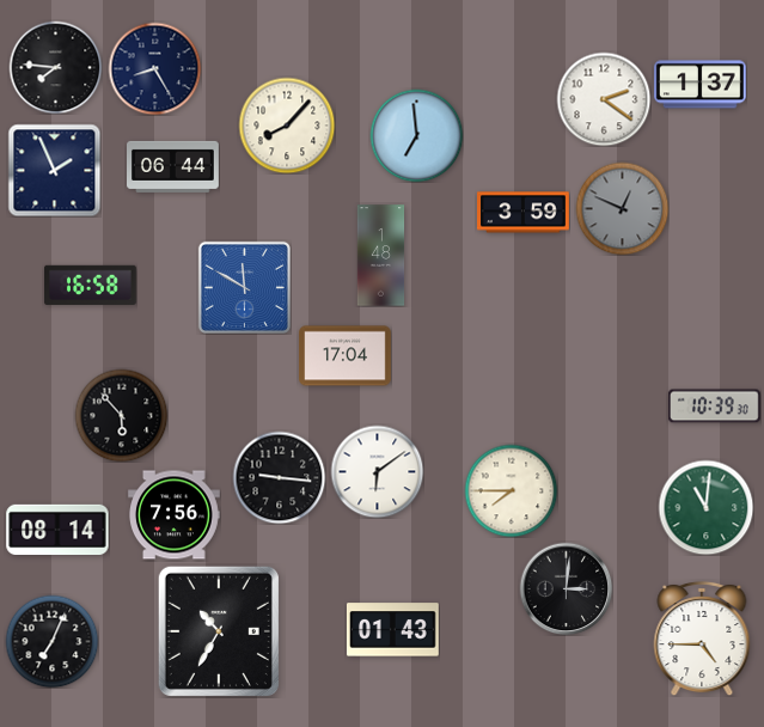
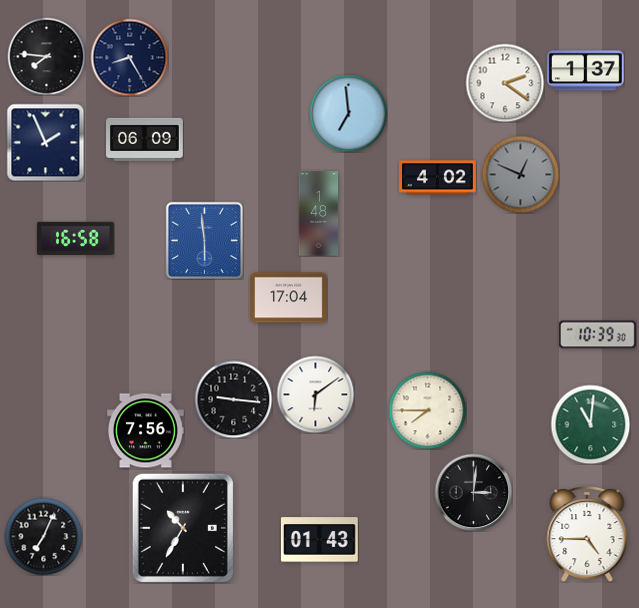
clock at (287, 126): 8:07 -> none
clock at (173, 166): 06:44 -> 06:09
clock at (524, 213): 3:59 -> 4:02
clock at (244, 287): 11:50 -> 5:59
clock at (714, 407) position: (714, 407) -> (597, 335)
clock at (121, 415): 5:53 -> none
clock at (57, 529): 08:14 -> none
clock at (392, 630) position: (392, 630) -> (319, 540)
